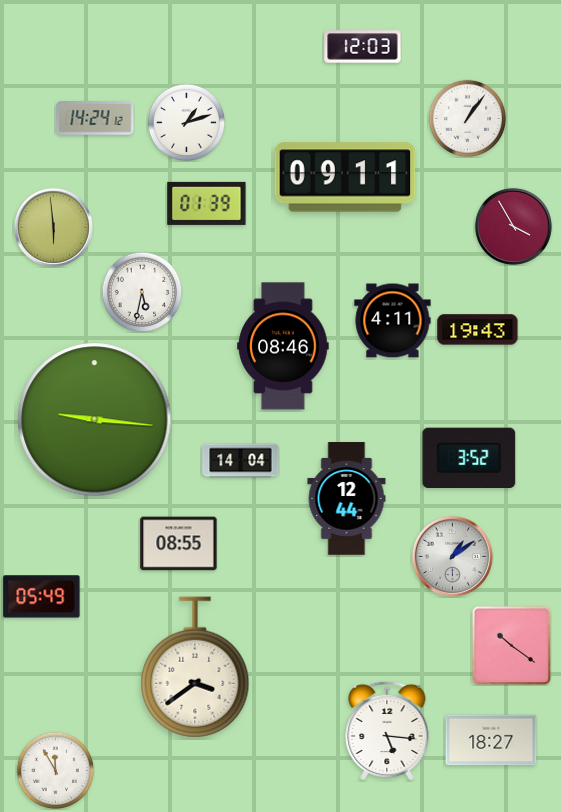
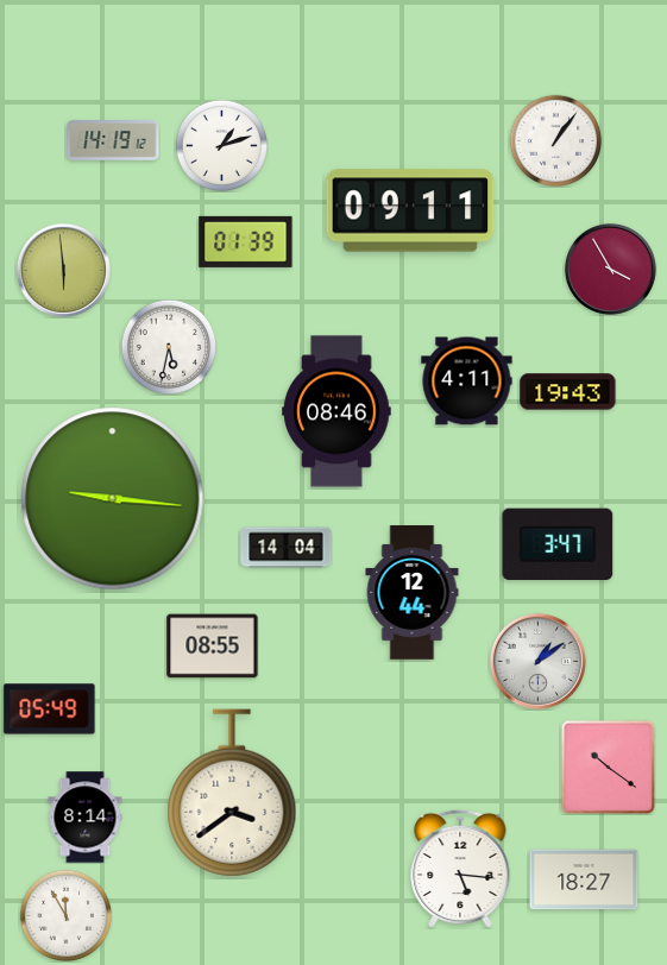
clock at (363, 47): 12:03 -> none
clock at (95, 118): 14:24 -> 14:19
clock at (469, 457): 3:52 -> 3:47
clock at (86, 818): none -> 8:14
